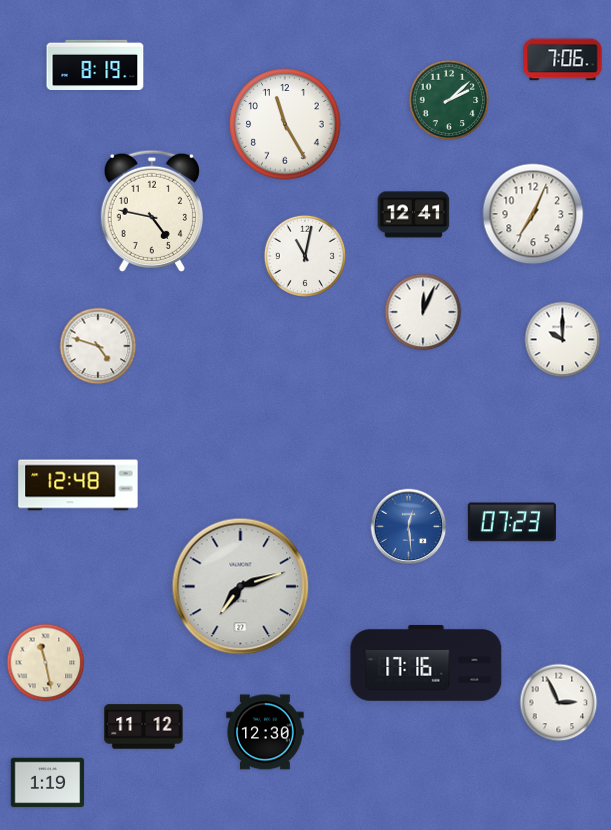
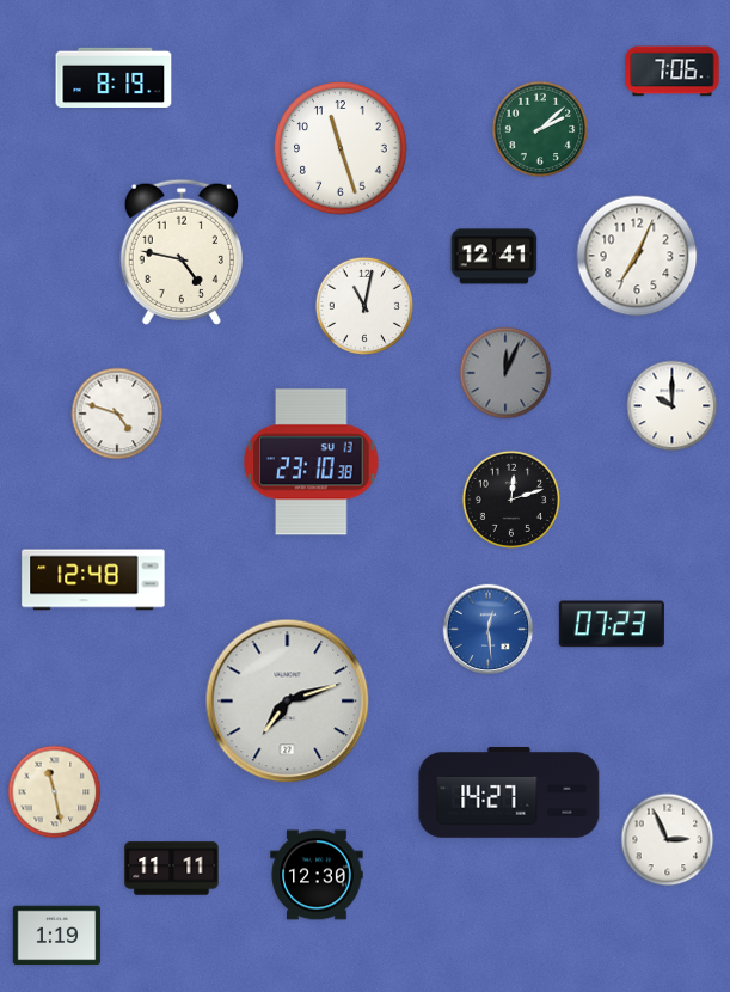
clock at (449, 100) position: (449, 100) -> (540, 129)
clock at (285, 124): 11:25 -> 11:27
clock at (423, 312) dial: white -> grey
clock at (312, 463): none -> 23:10
clock at (511, 500): none -> 12:12
clock at (426, 663): 17:16 -> 14:27
clock at (144, 727): 11:12 -> 11:11
